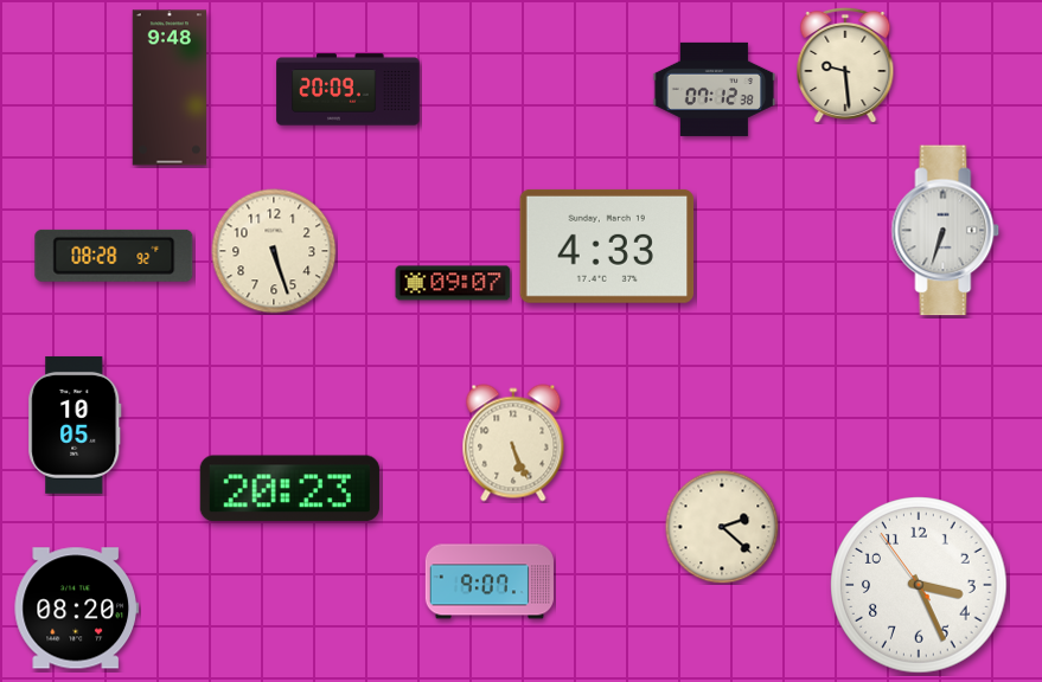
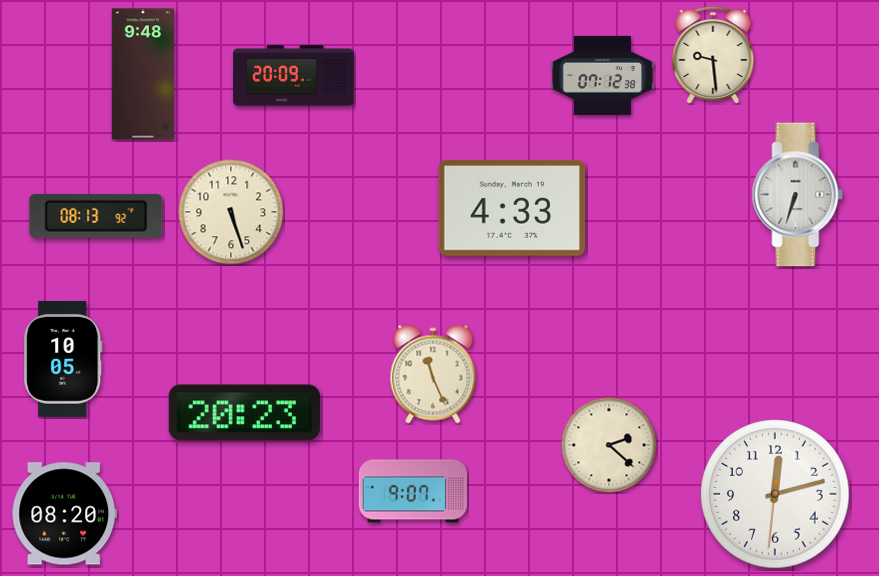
clock at (114, 256): 08:28 -> 08:13
clock at (453, 283): 09:07 -> none
clock at (513, 443): 5:26 -> 11:26
clock at (919, 585): 3:25 -> 12:12
